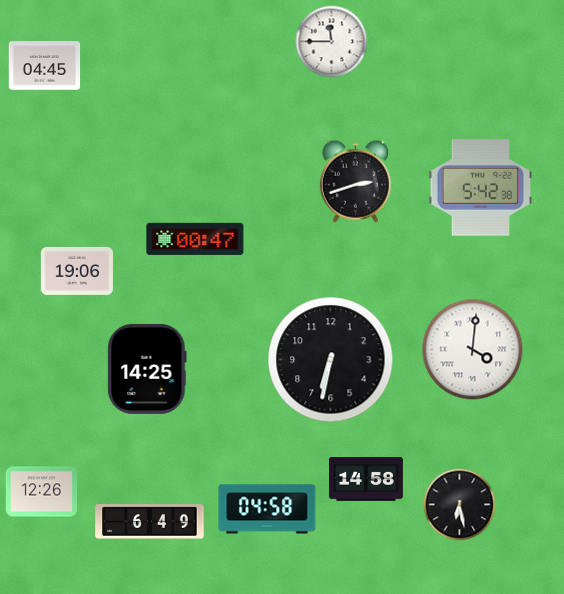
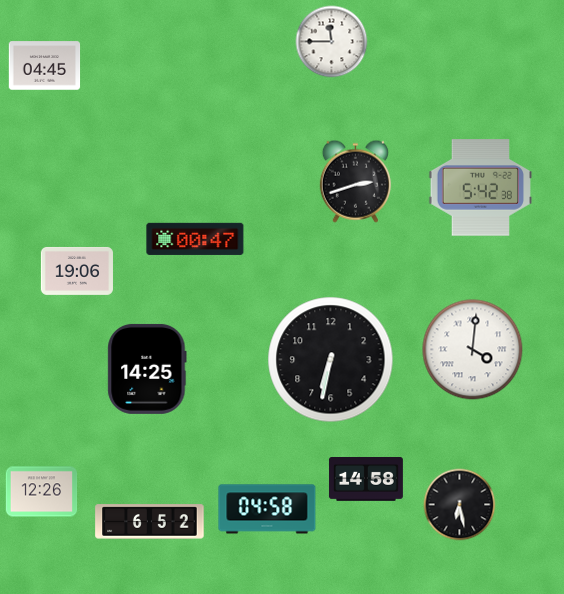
clock at (150, 522): 6:49 -> 6:52
